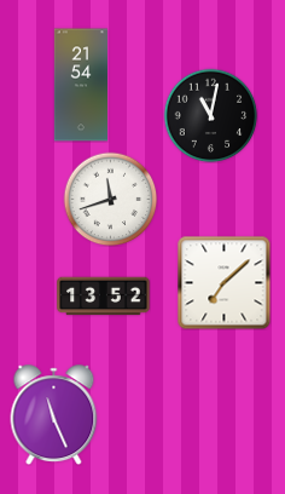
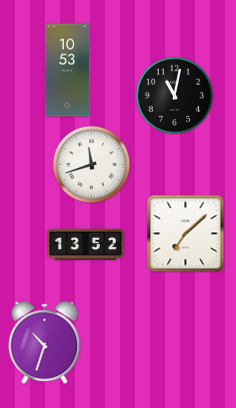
clock at (80, 85): 21:54 -> 10:53
clock at (54, 415): 11:26 -> 10:33
